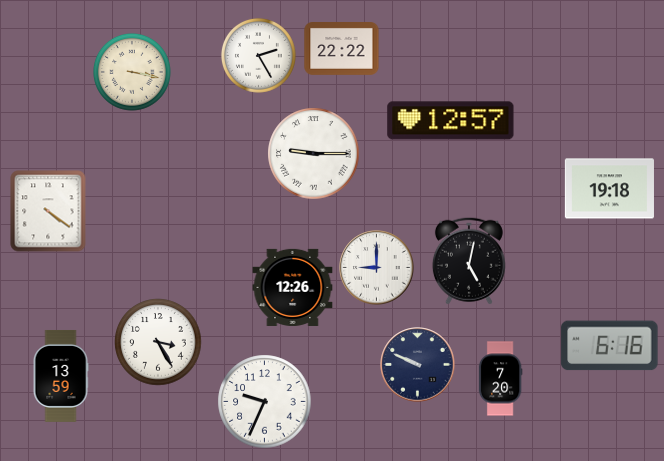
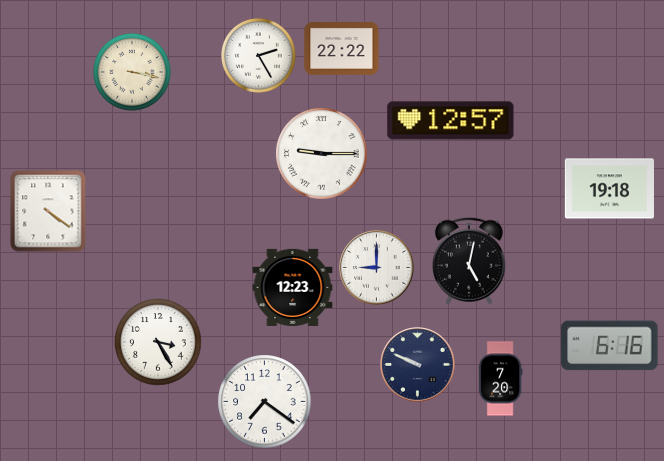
clock at (314, 154) position: (314, 154) -> (322, 154)
clock at (293, 287): 12:26 -> 12:23
clock at (61, 376): 13:59 -> none
clock at (265, 402): 9:34 -> 7:21
